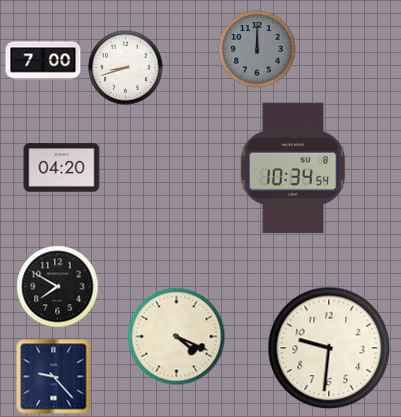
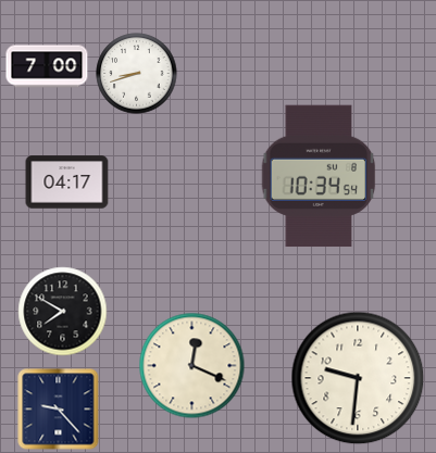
clock at (257, 49): 12:00 -> none
clock at (62, 168): 04:20 -> 04:17
clock at (293, 168) position: (293, 168) -> (319, 176)
clock at (177, 337): 4:19 -> 12:19
